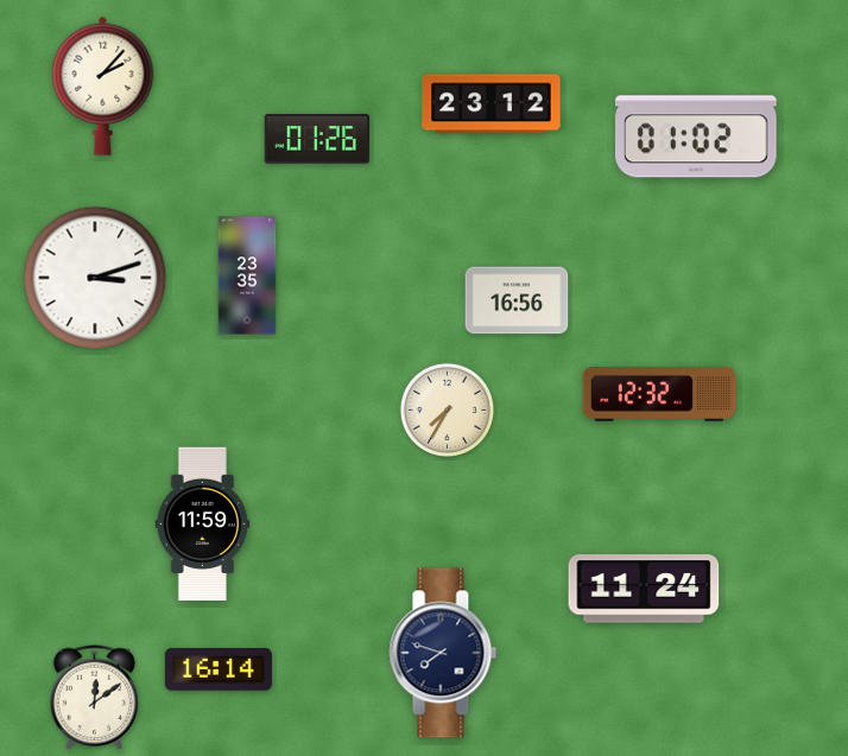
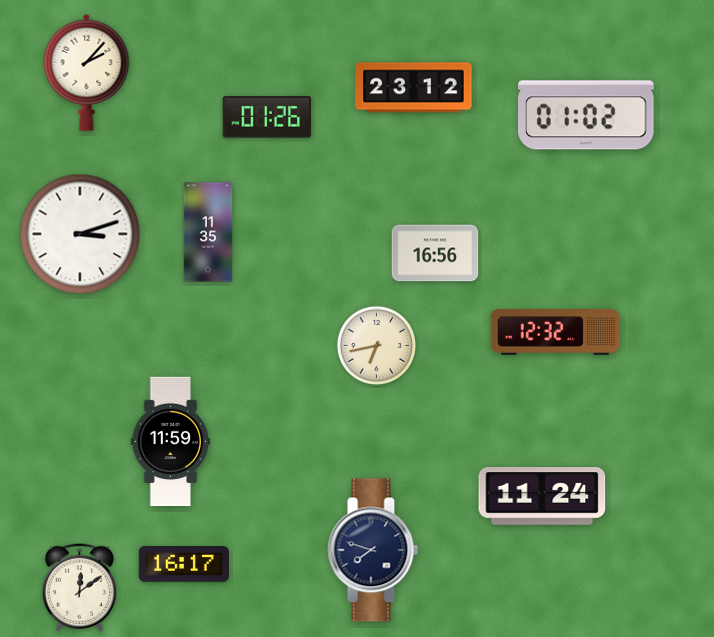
clock at (247, 275): 23:35 -> 11:35
clock at (447, 409): 7:35 -> 6:43
clock at (219, 669): 16:14 -> 16:17
